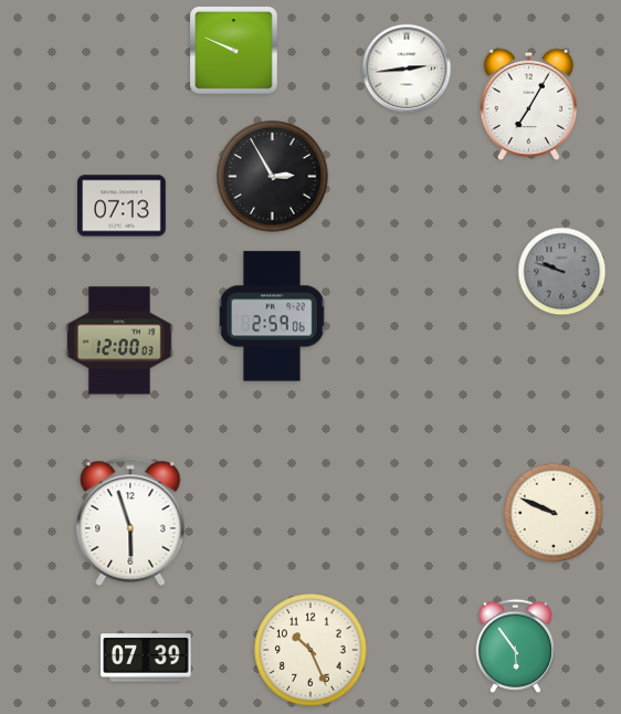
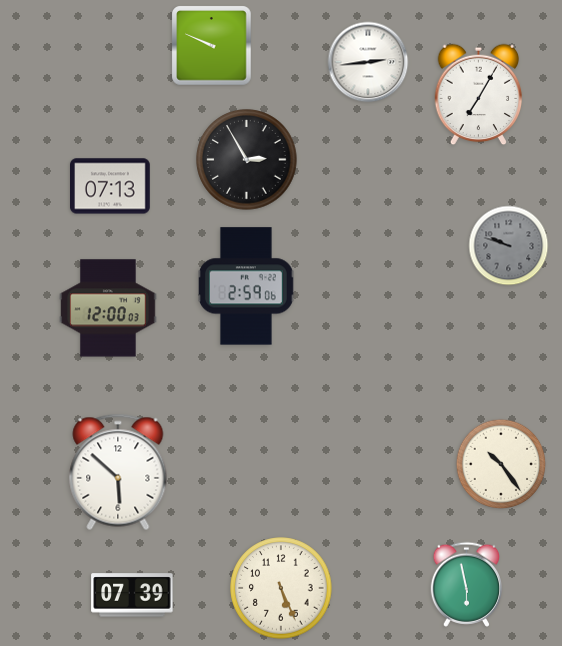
clock at (554, 513): 9:49 -> 10:24
clock at (130, 522): 5:57 -> 5:52
clock at (515, 645): 5:54 -> 5:58
clock at (310, 650): 10:26 -> 5:26
